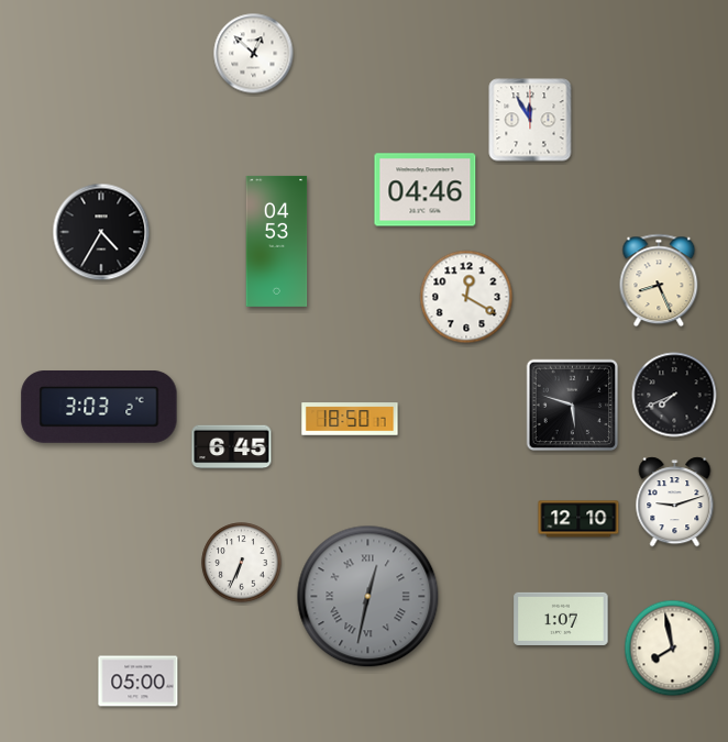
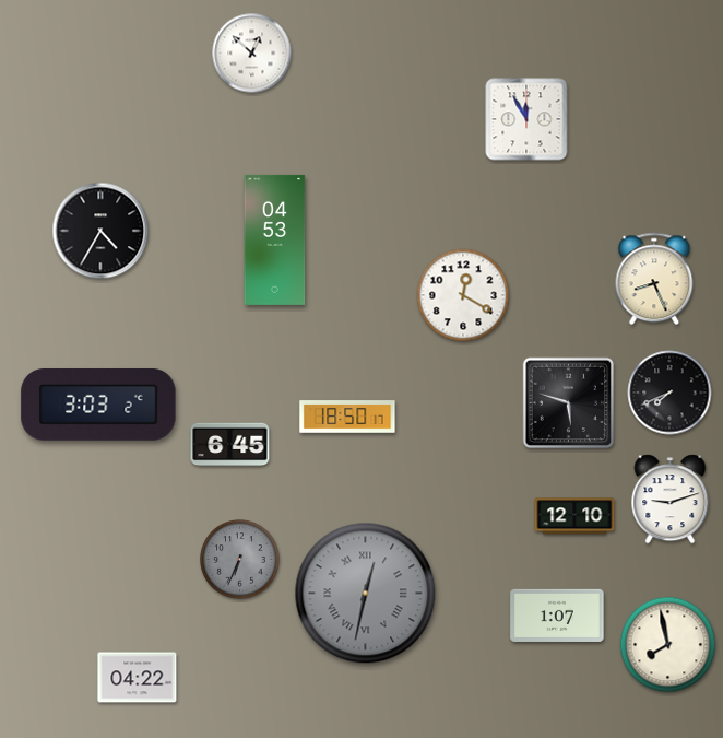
clock at (426, 190): 04:46 -> none
clock at (242, 563) dial: white -> grey
clock at (139, 682): 05:00 -> 04:22
